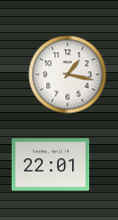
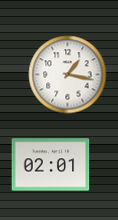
clock at (50, 165): 22:01 -> 02:01
